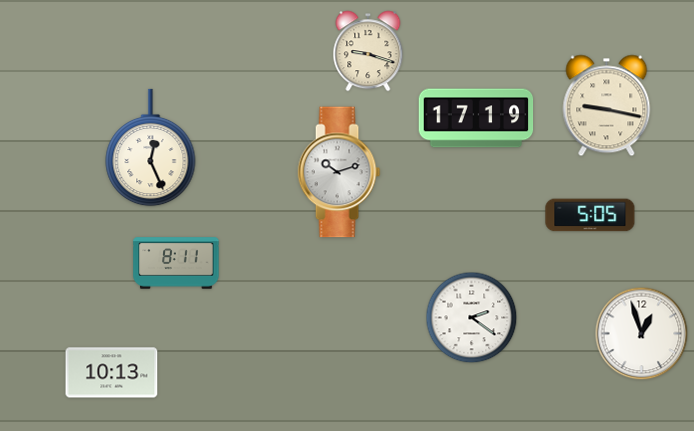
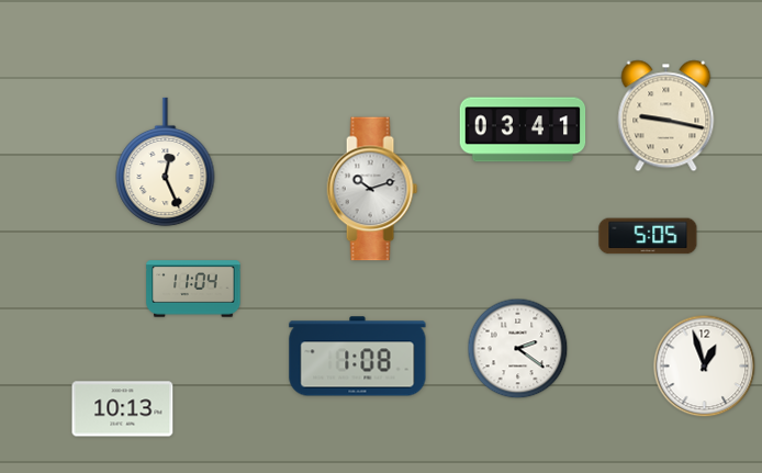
clock at (368, 51): 9:18 -> none
clock at (476, 118): 17:19 -> 03:41
clock at (176, 263): 8:11 -> 11:04
clock at (358, 357): none -> 1:08
